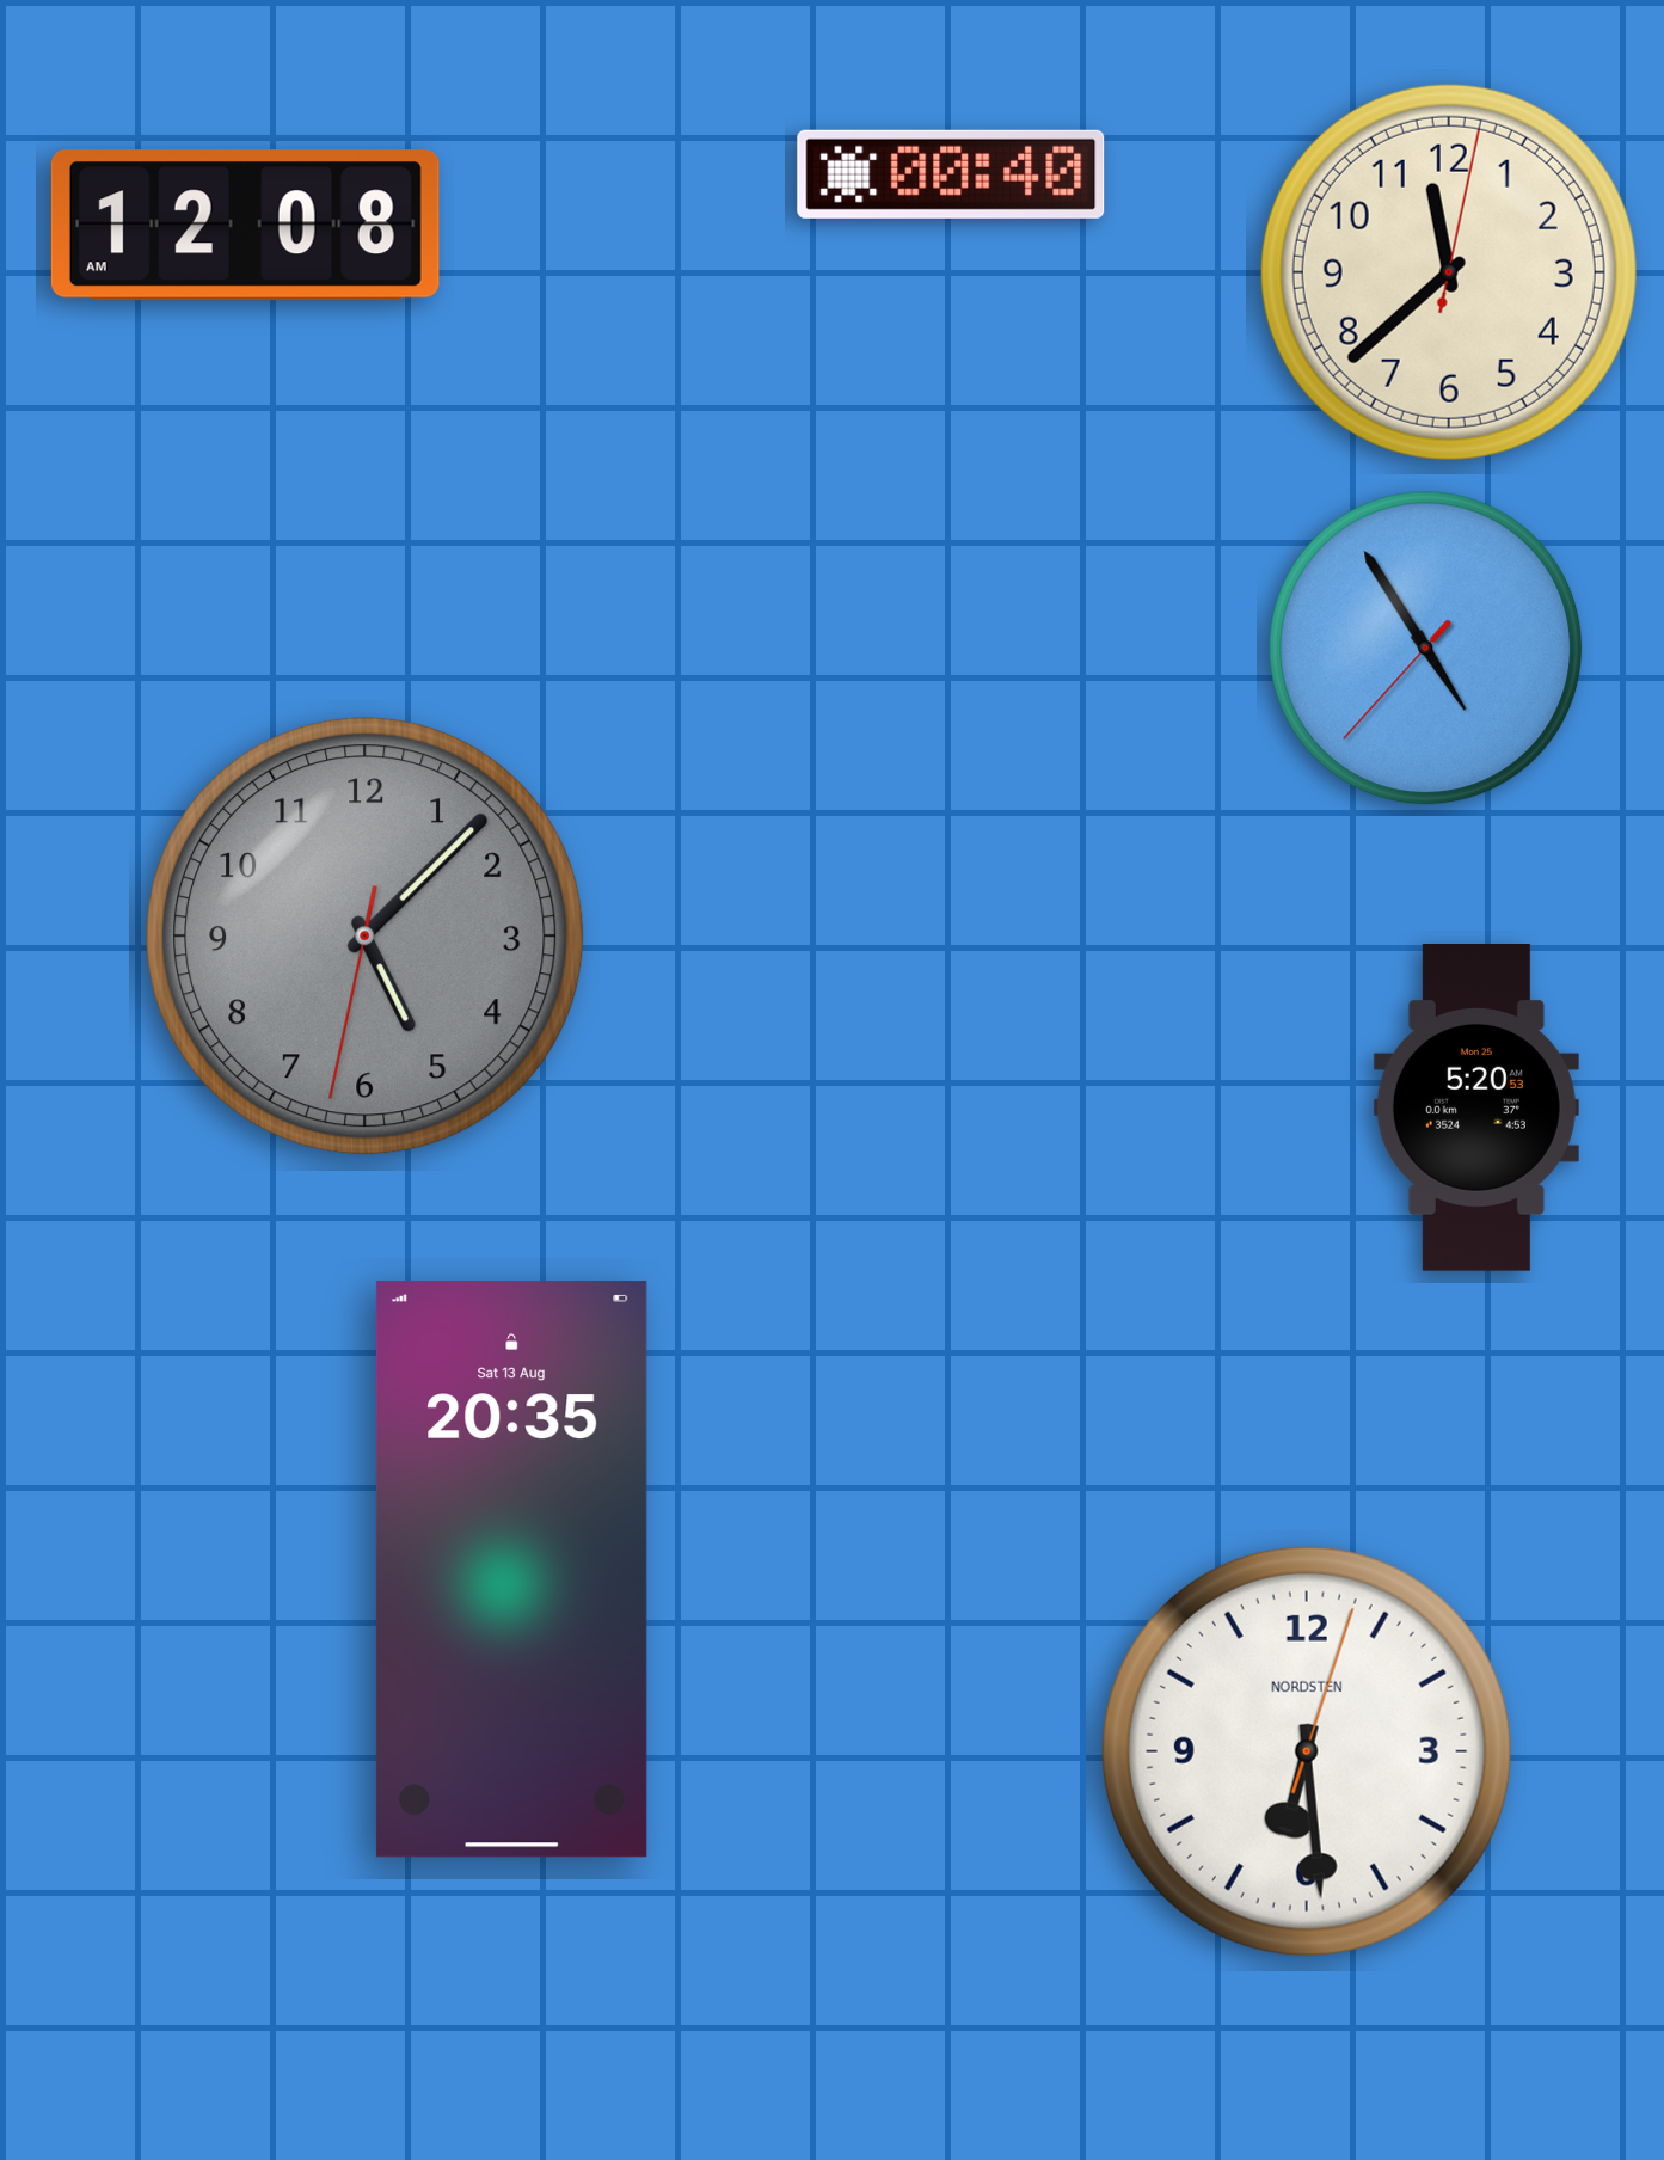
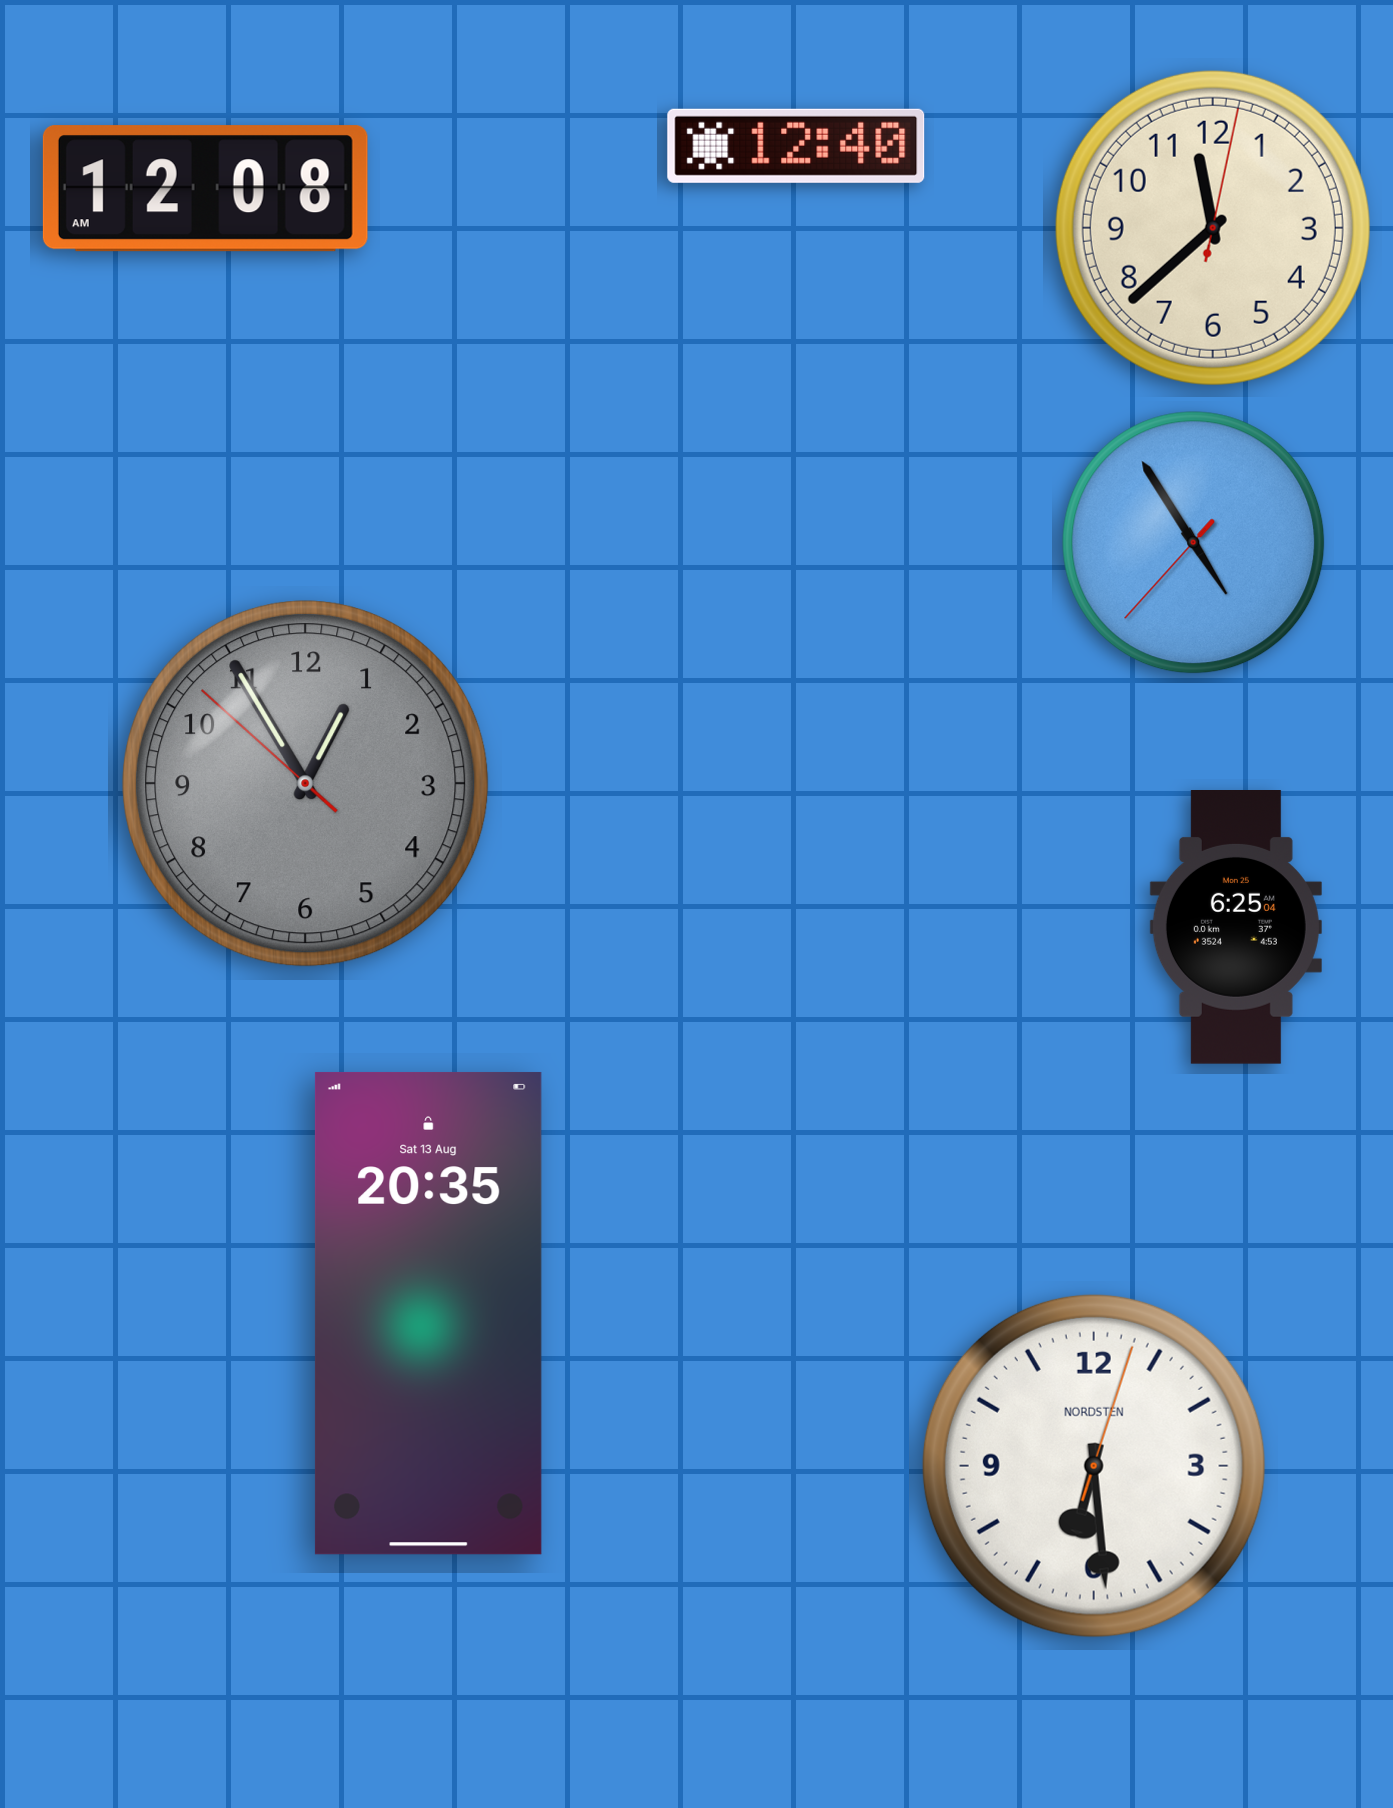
clock at (951, 174): 00:40 -> 12:40
clock at (366, 937): 5:07 -> 12:54
clock at (1476, 1109): 5:20 -> 6:25
